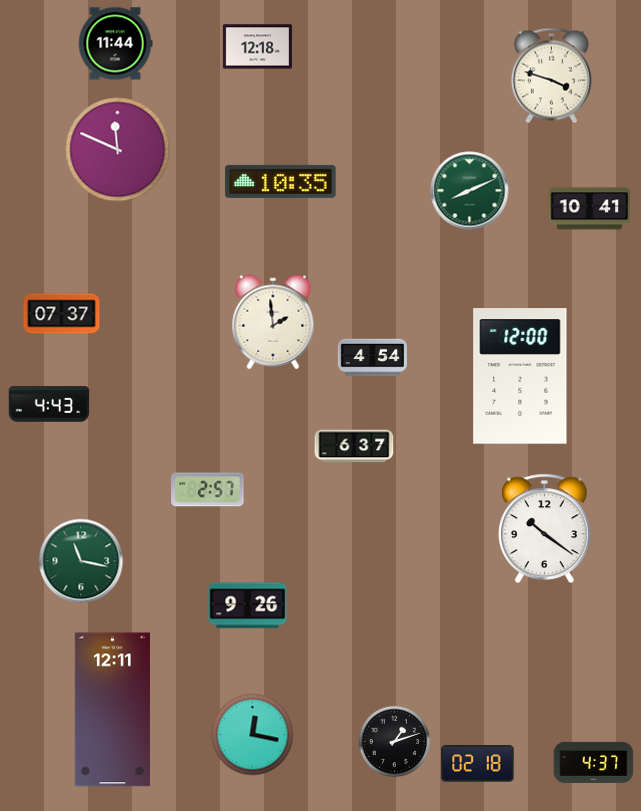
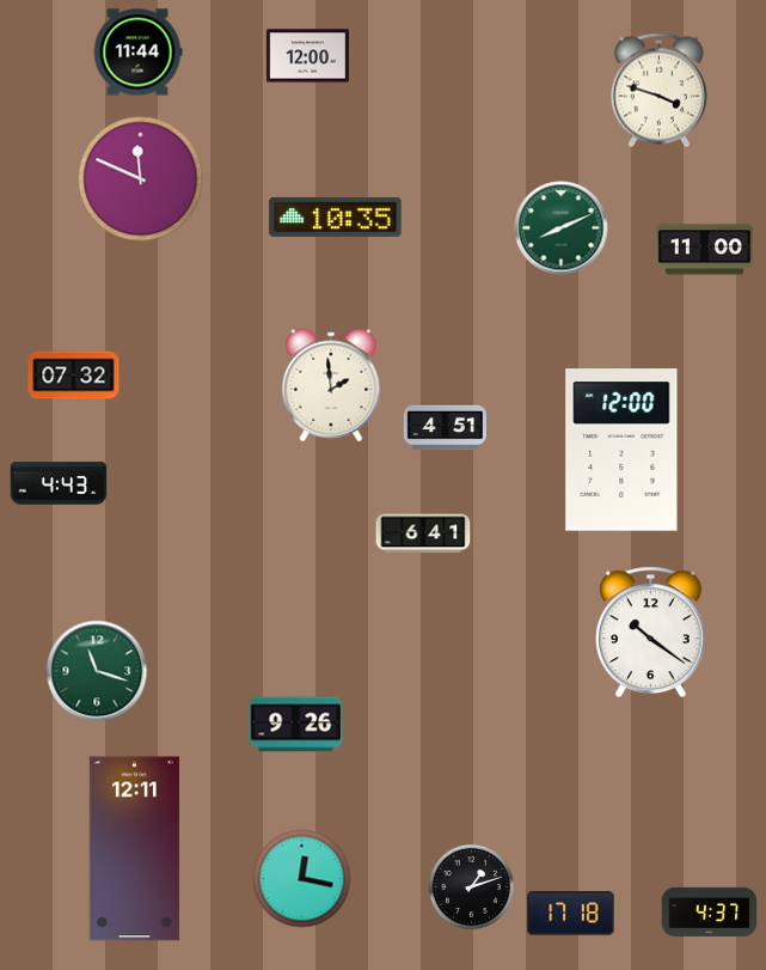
clock at (257, 47): 12:18 -> 12:00
clock at (589, 209): 10:41 -> 11:00
clock at (62, 314): 07:37 -> 07:32
clock at (273, 322) position: (273, 322) -> (331, 385)
clock at (372, 358): 4:54 -> 4:51
clock at (354, 446): 6:37 -> 6:41
clock at (208, 490): 2:57 -> none
clock at (81, 561): 11:17 -> 11:18
clock at (478, 764): 02:18 -> 17:18
